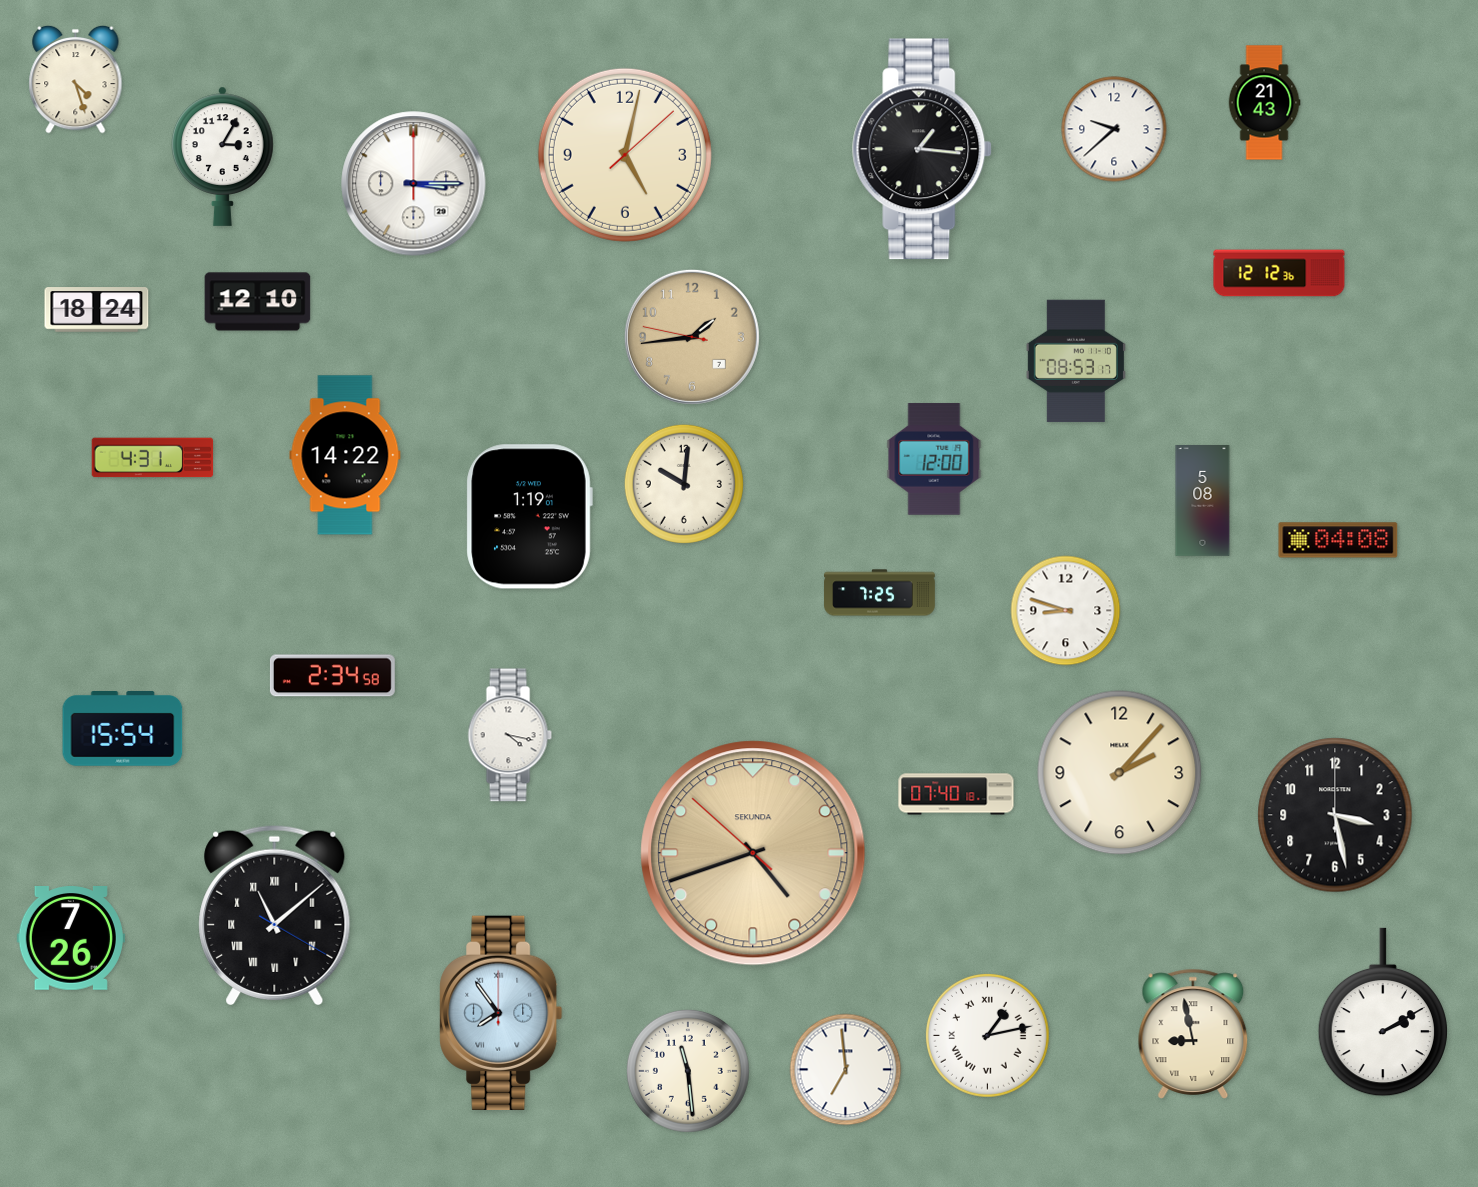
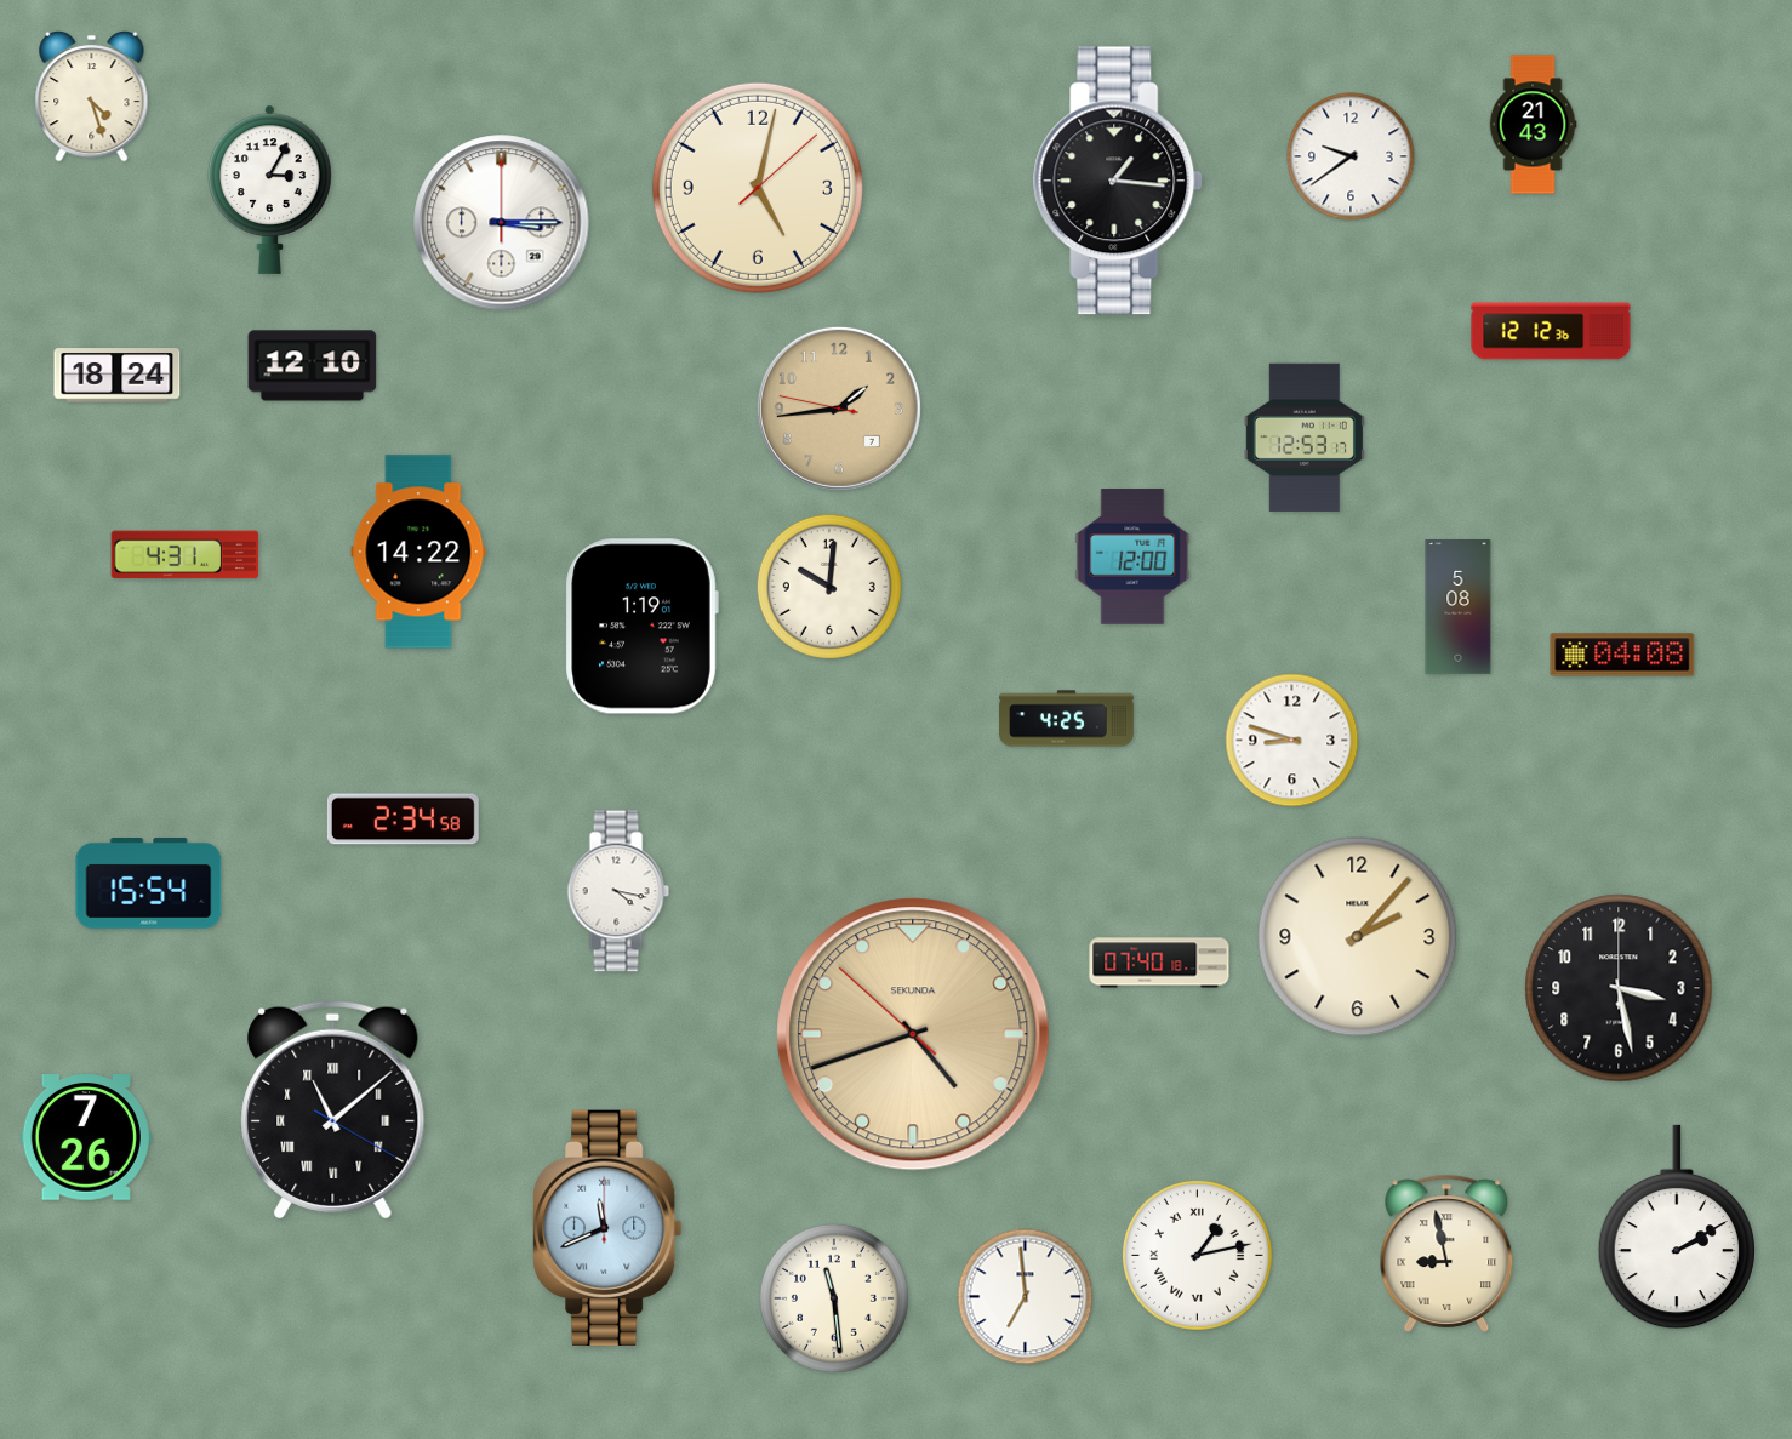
clock at (1114, 129): 9:38 -> 9:39
clock at (1076, 361): 08:53 -> 12:53
clock at (880, 593): 7:25 -> 4:25
clock at (501, 1013): 7:54 -> 11:41
